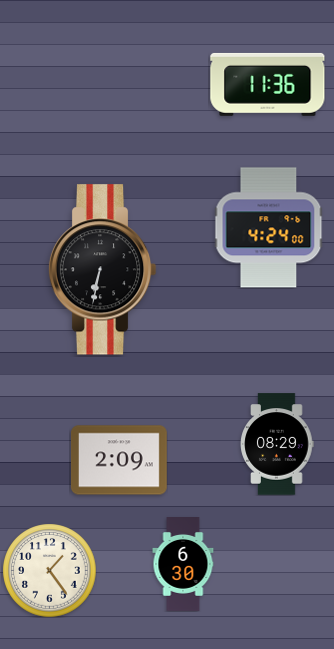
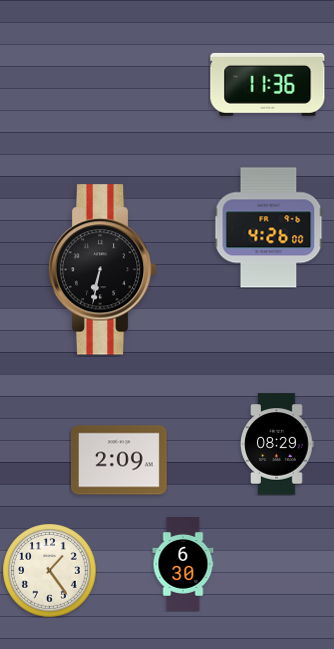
clock at (269, 228): 4:24 -> 4:26
